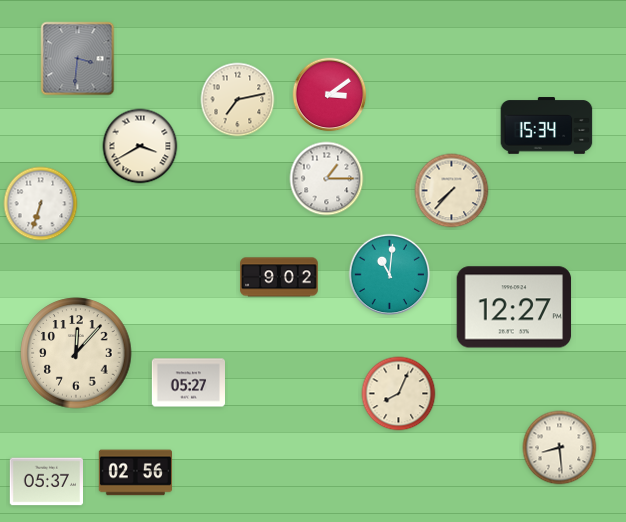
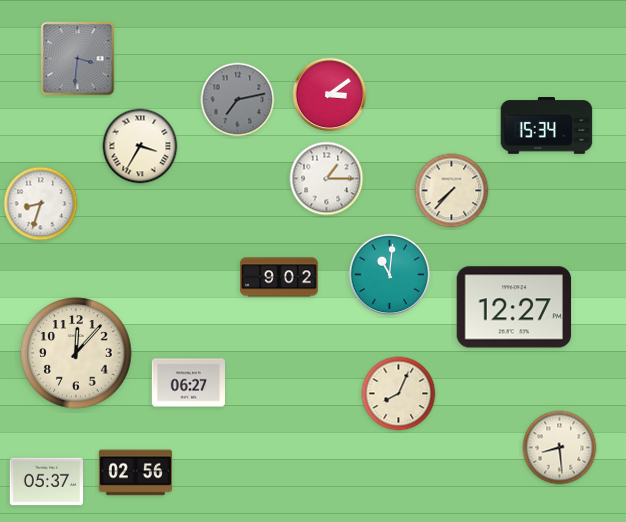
clock at (238, 100) dial: cream -> grey
clock at (140, 146): 3:40 -> 3:35
clock at (41, 204): 6:33 -> 8:33
clock at (188, 383): 05:27 -> 06:27
